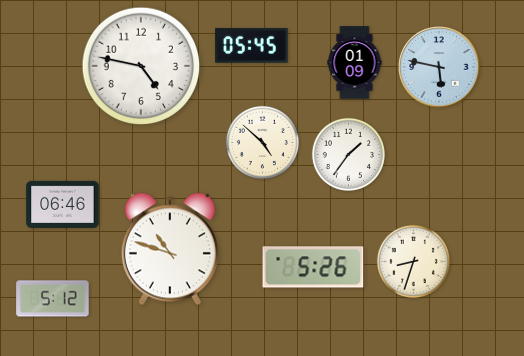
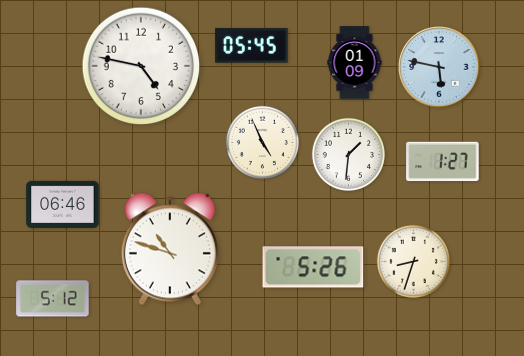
clock at (262, 142): 4:52 -> 4:56
clock at (348, 154): 1:36 -> 1:31
clock at (443, 162): none -> 1:27
